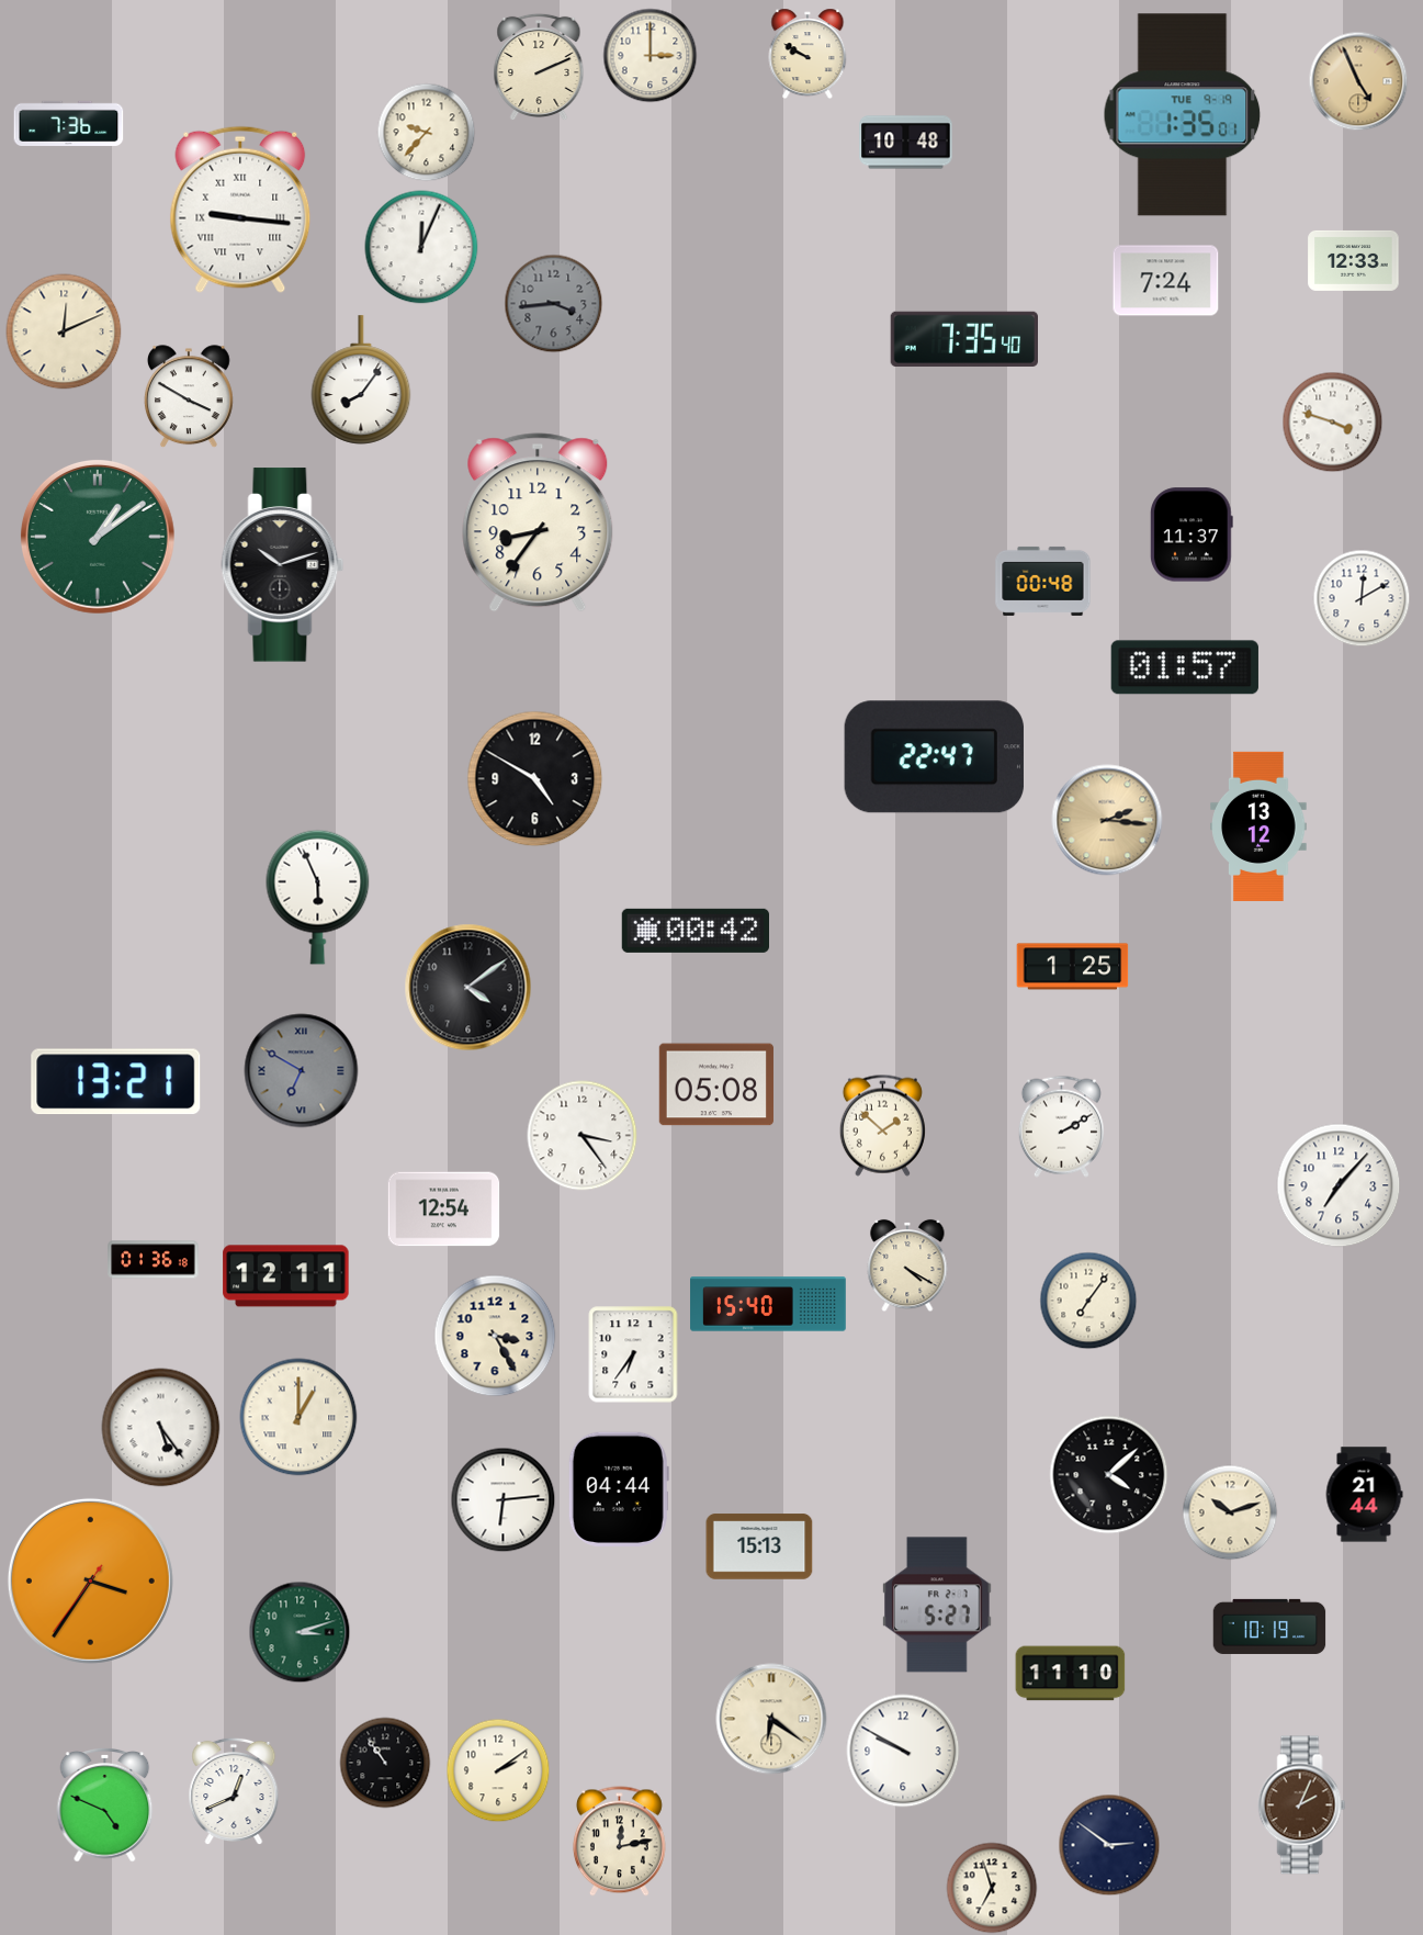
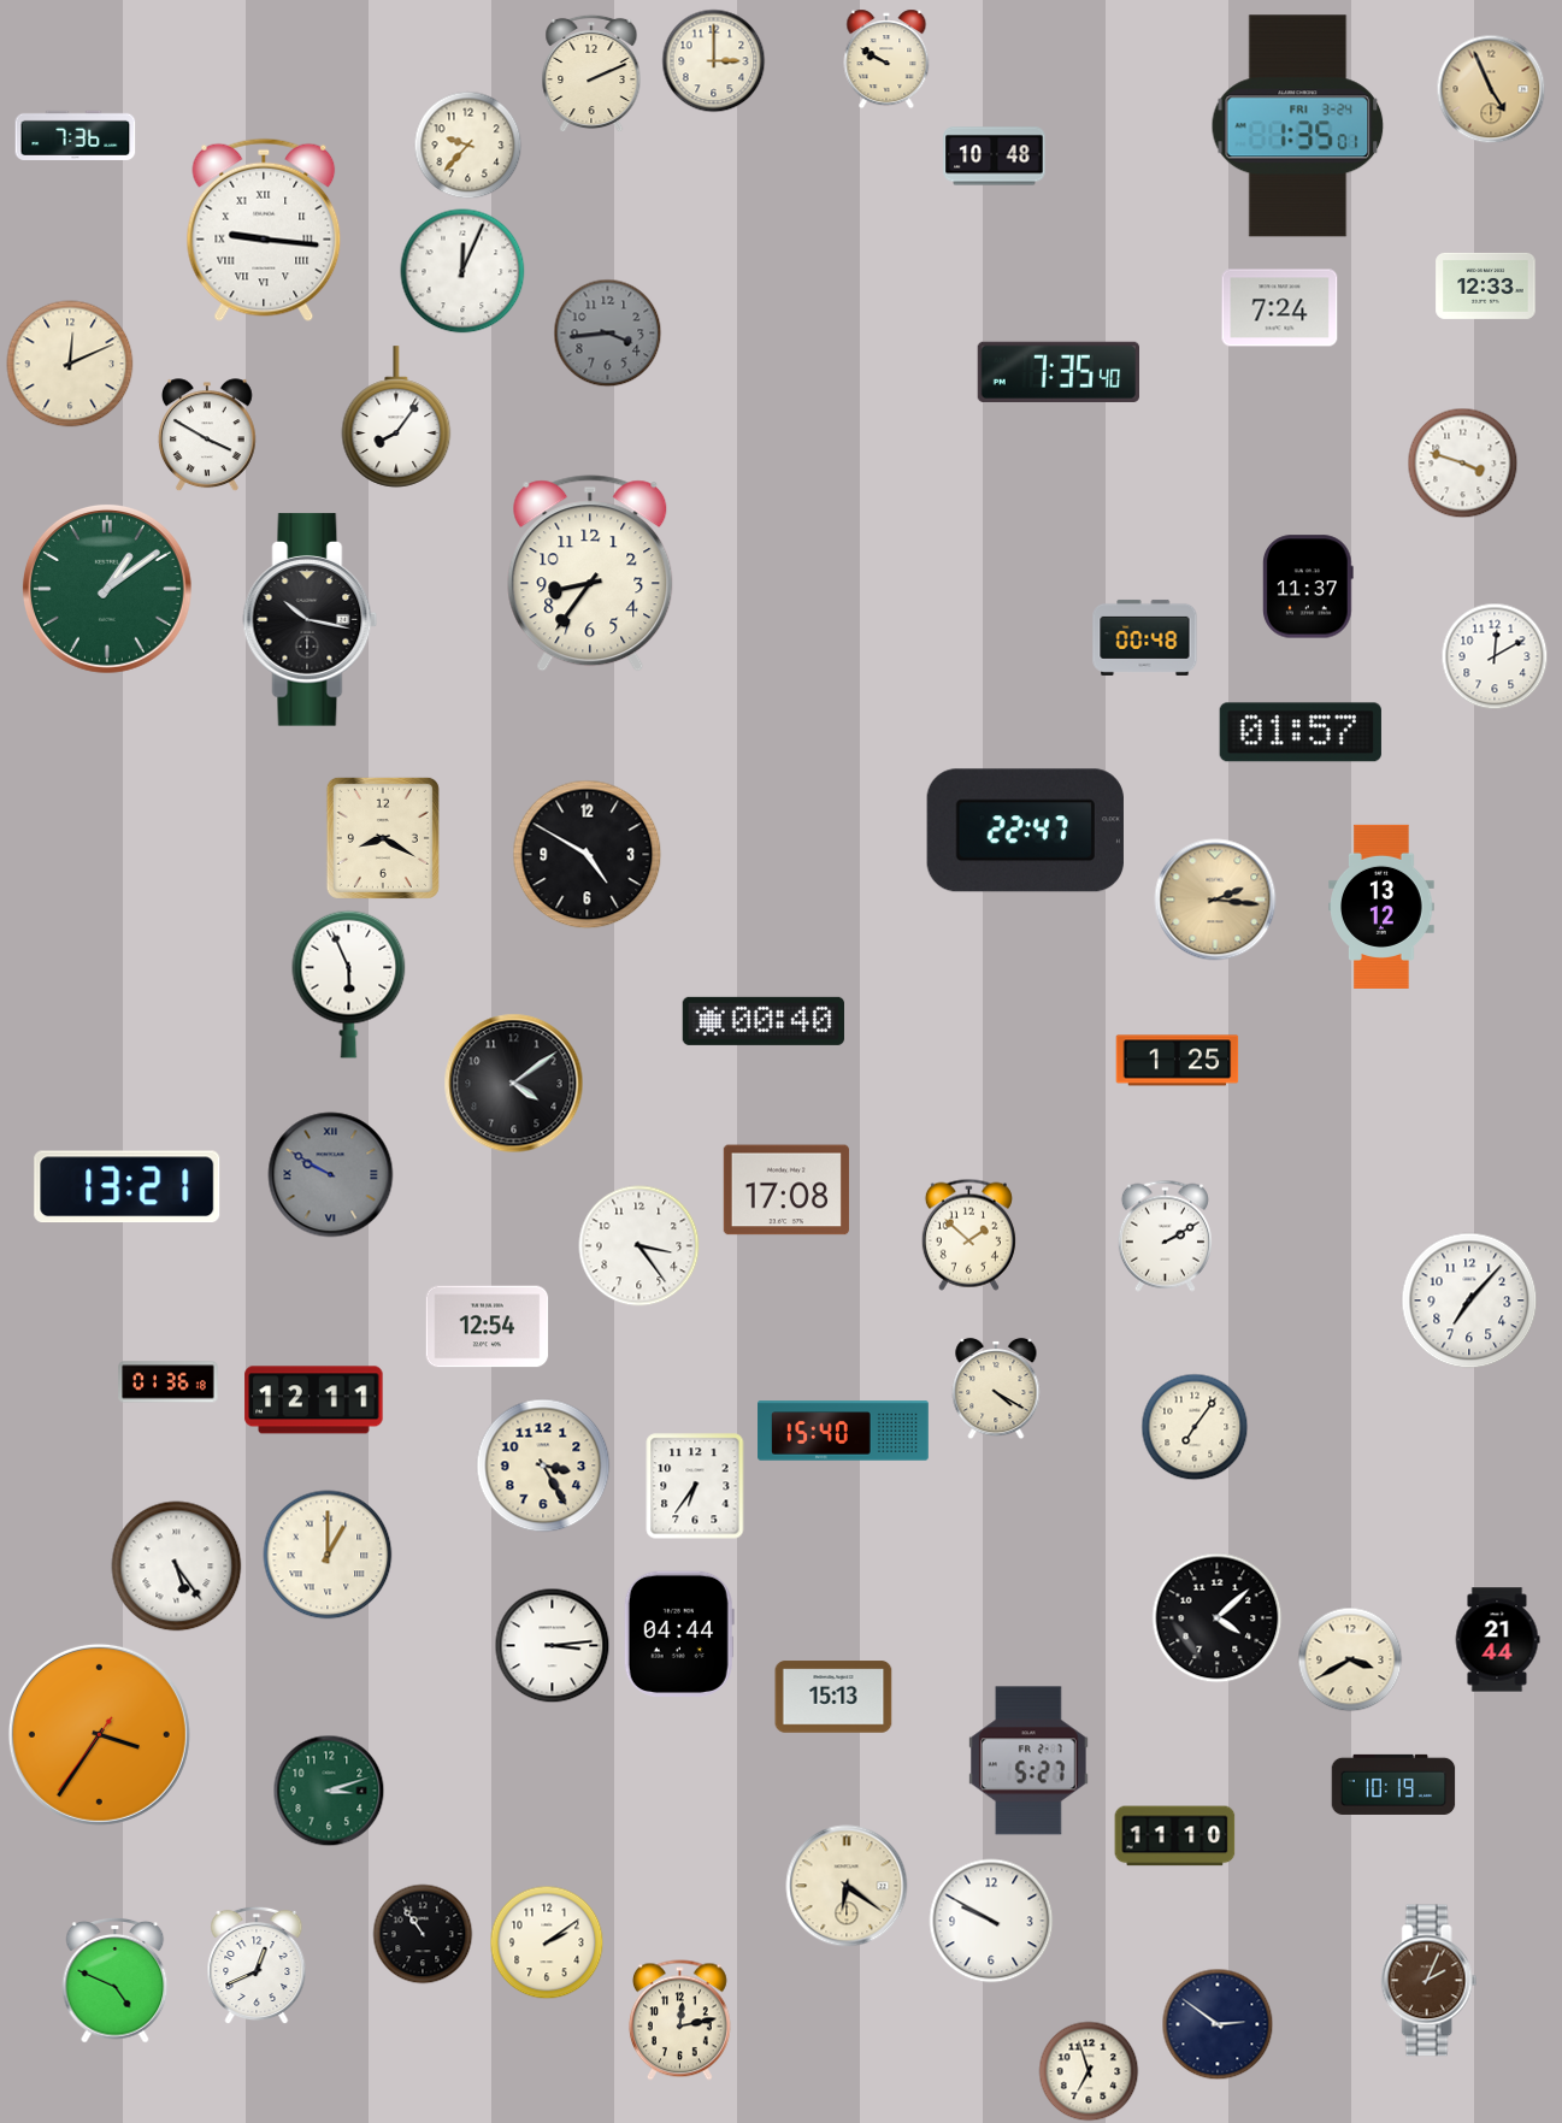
clock at (1183, 115) date: TUE 9-19 -> FRI 3-24
clock at (283, 565): 10:12 -> 10:17
clock at (383, 838): none -> 8:20
clock at (694, 931): 00:42 -> 00:40
clock at (302, 1071): 6:50 -> 9:50
clock at (716, 1084): 05:08 -> 17:08
clock at (504, 1500): 6:14 -> 3:14
clock at (1230, 1512): 10:12 -> 3:40
